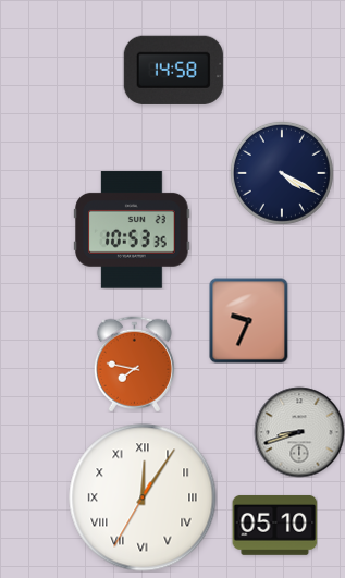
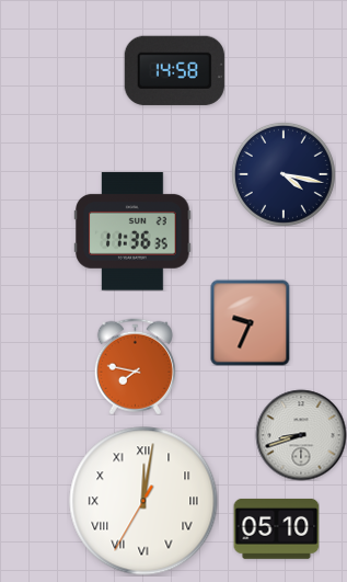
clock at (282, 173): 4:20 -> 4:17
clock at (132, 230): 10:53 -> 11:36
clock at (143, 497): 12:05 -> 12:01
